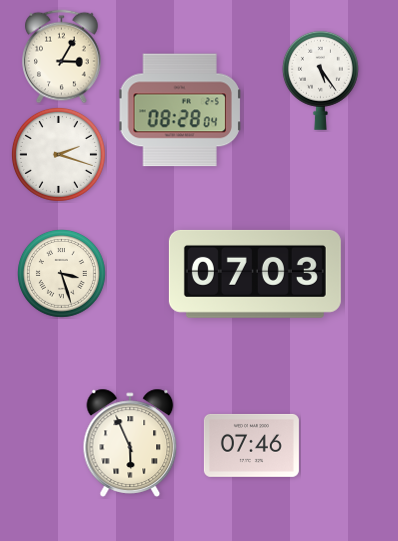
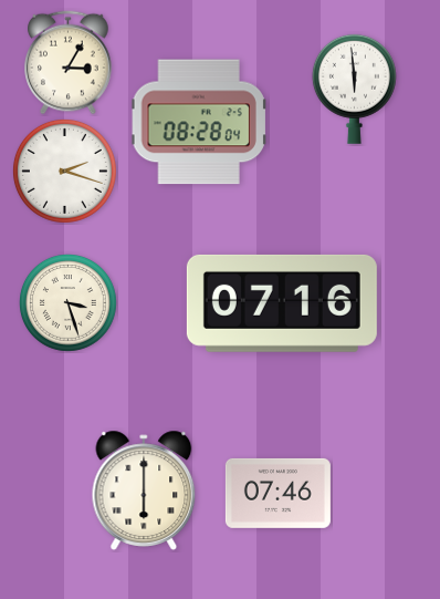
clock at (320, 80): 5:24 -> 5:59
clock at (255, 274): 07:03 -> 07:16
clock at (130, 443): 5:56 -> 6:00
